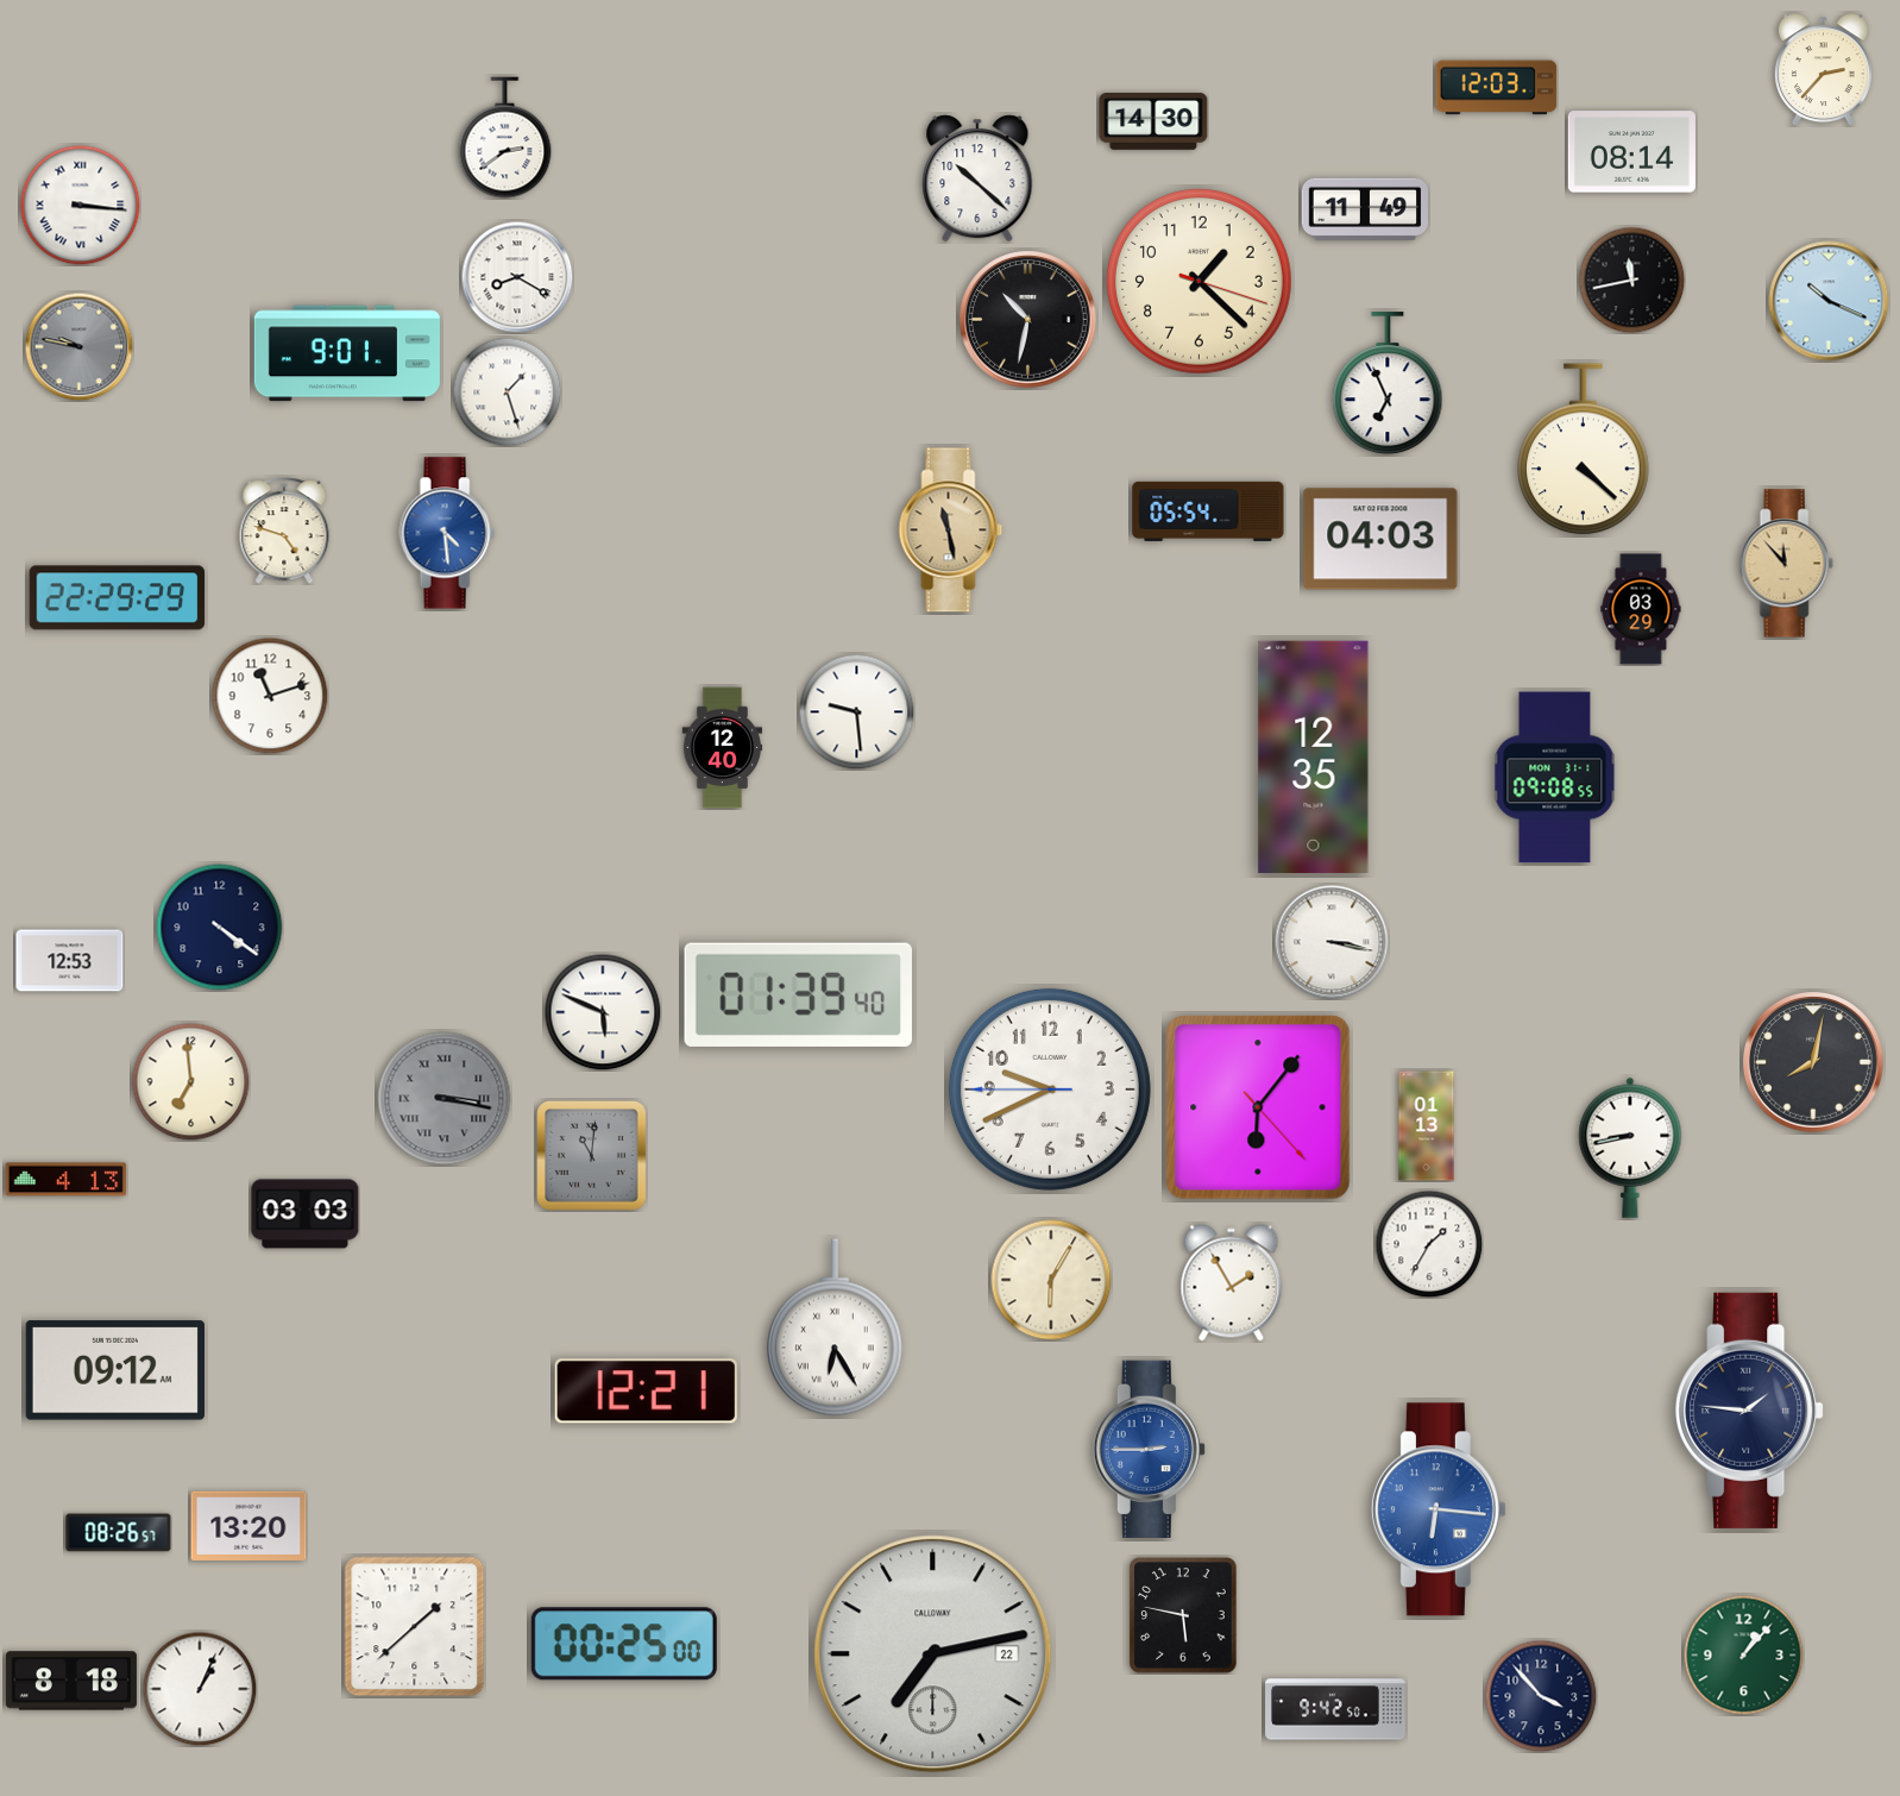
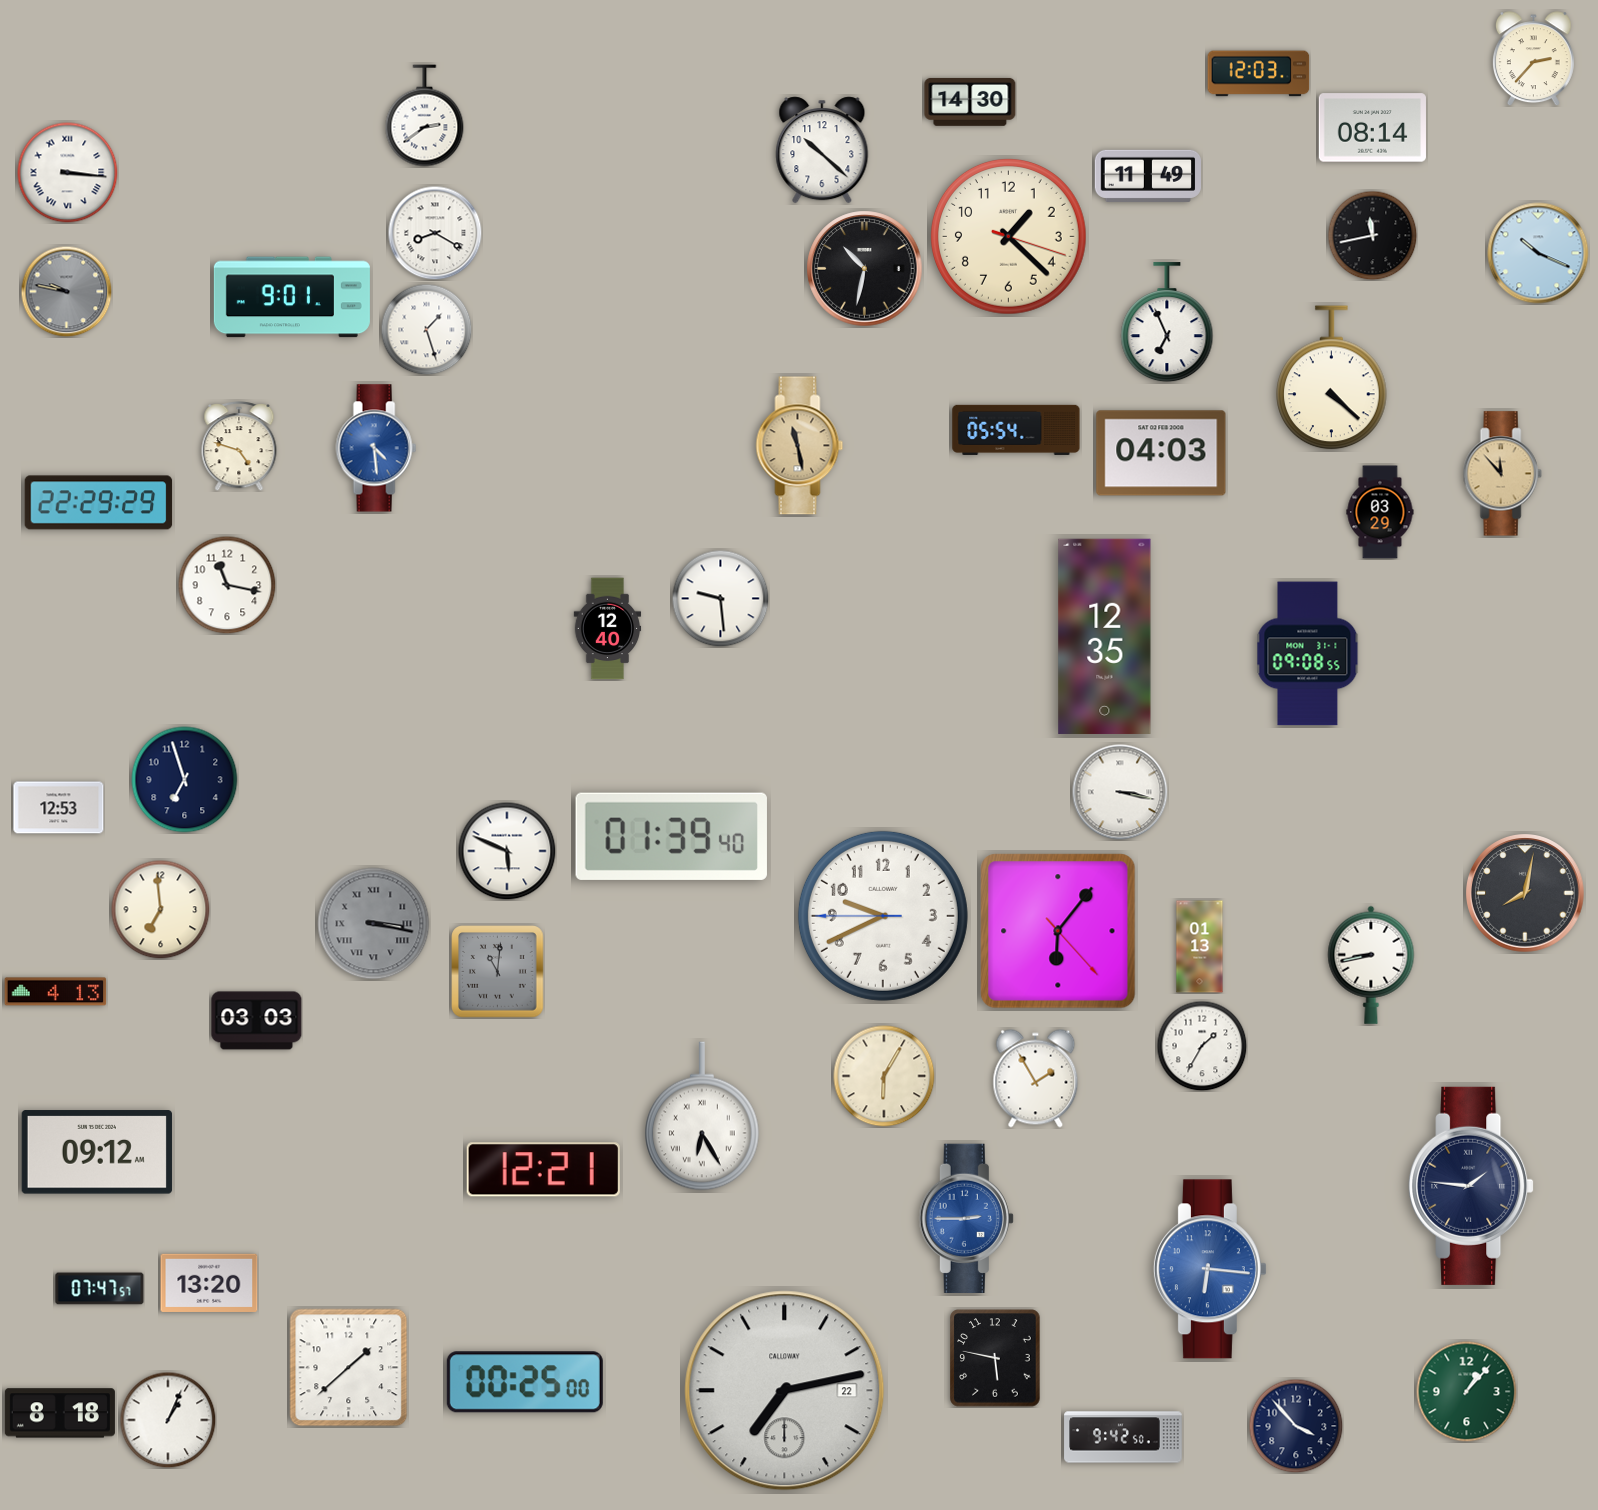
clock at (270, 696): 11:12 -> 11:17
clock at (220, 928): 4:21 -> 6:57
clock at (119, 1533): 08:26 -> 07:47
